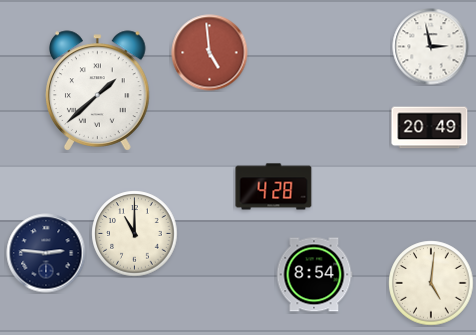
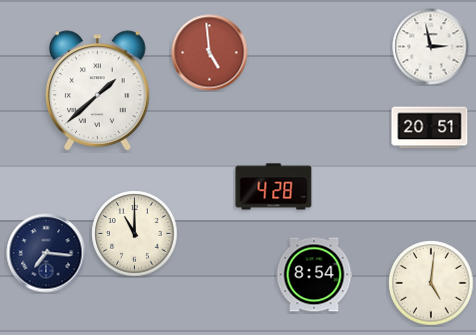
clock at (430, 128): 20:49 -> 20:51
clock at (46, 253): 2:46 -> 7:16
